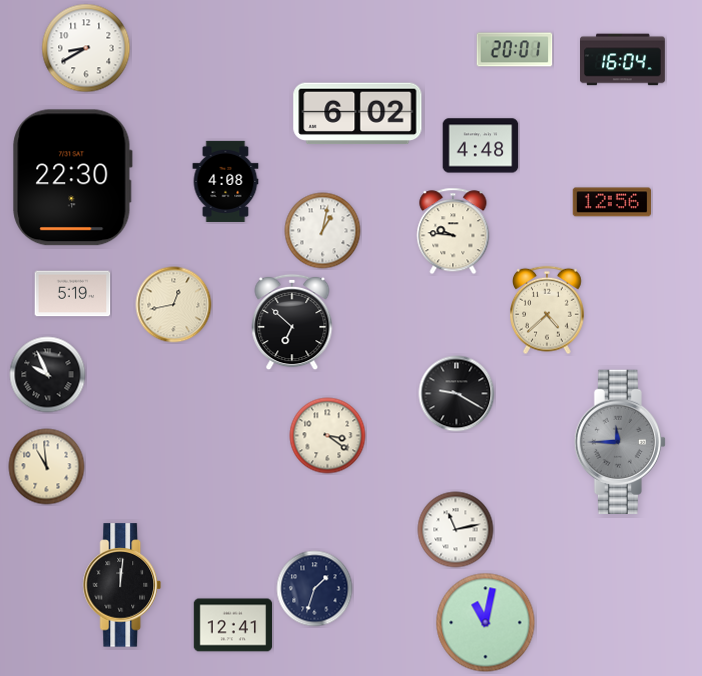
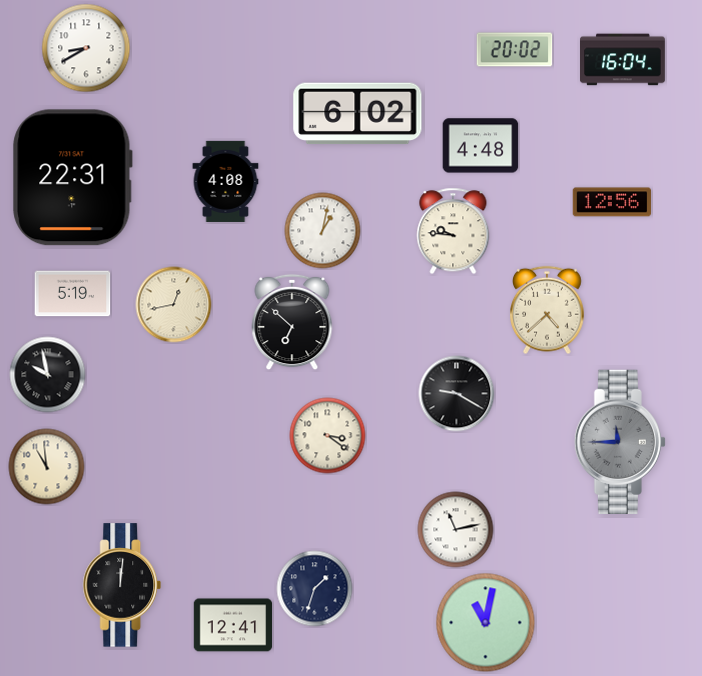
clock at (515, 50): 20:01 -> 20:02
clock at (73, 178): 22:30 -> 22:31
clock at (48, 375): 9:56 -> 9:58
